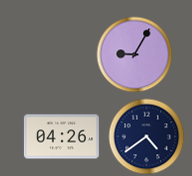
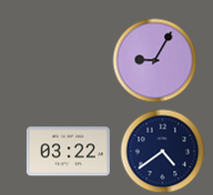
clock at (135, 55) position: (135, 55) -> (155, 61)
clock at (61, 137): 04:26 -> 03:22
